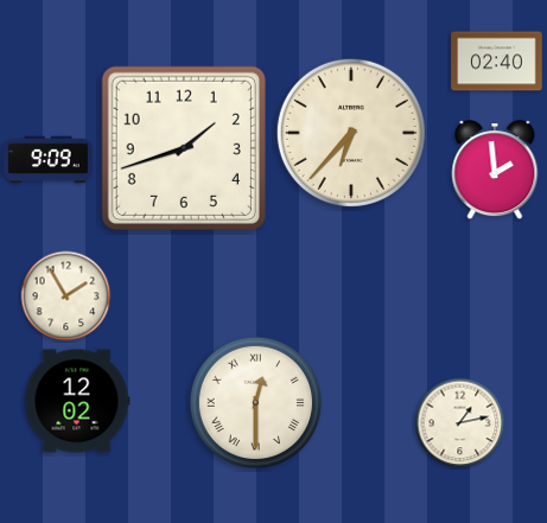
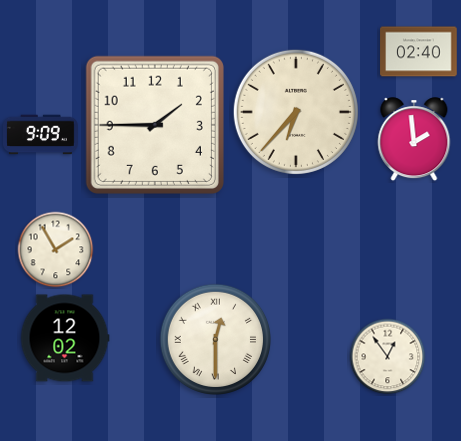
clock at (184, 148): 1:42 -> 1:45
clock at (495, 171) position: (495, 171) -> (414, 140)
clock at (460, 423): 1:13 -> 12:54
